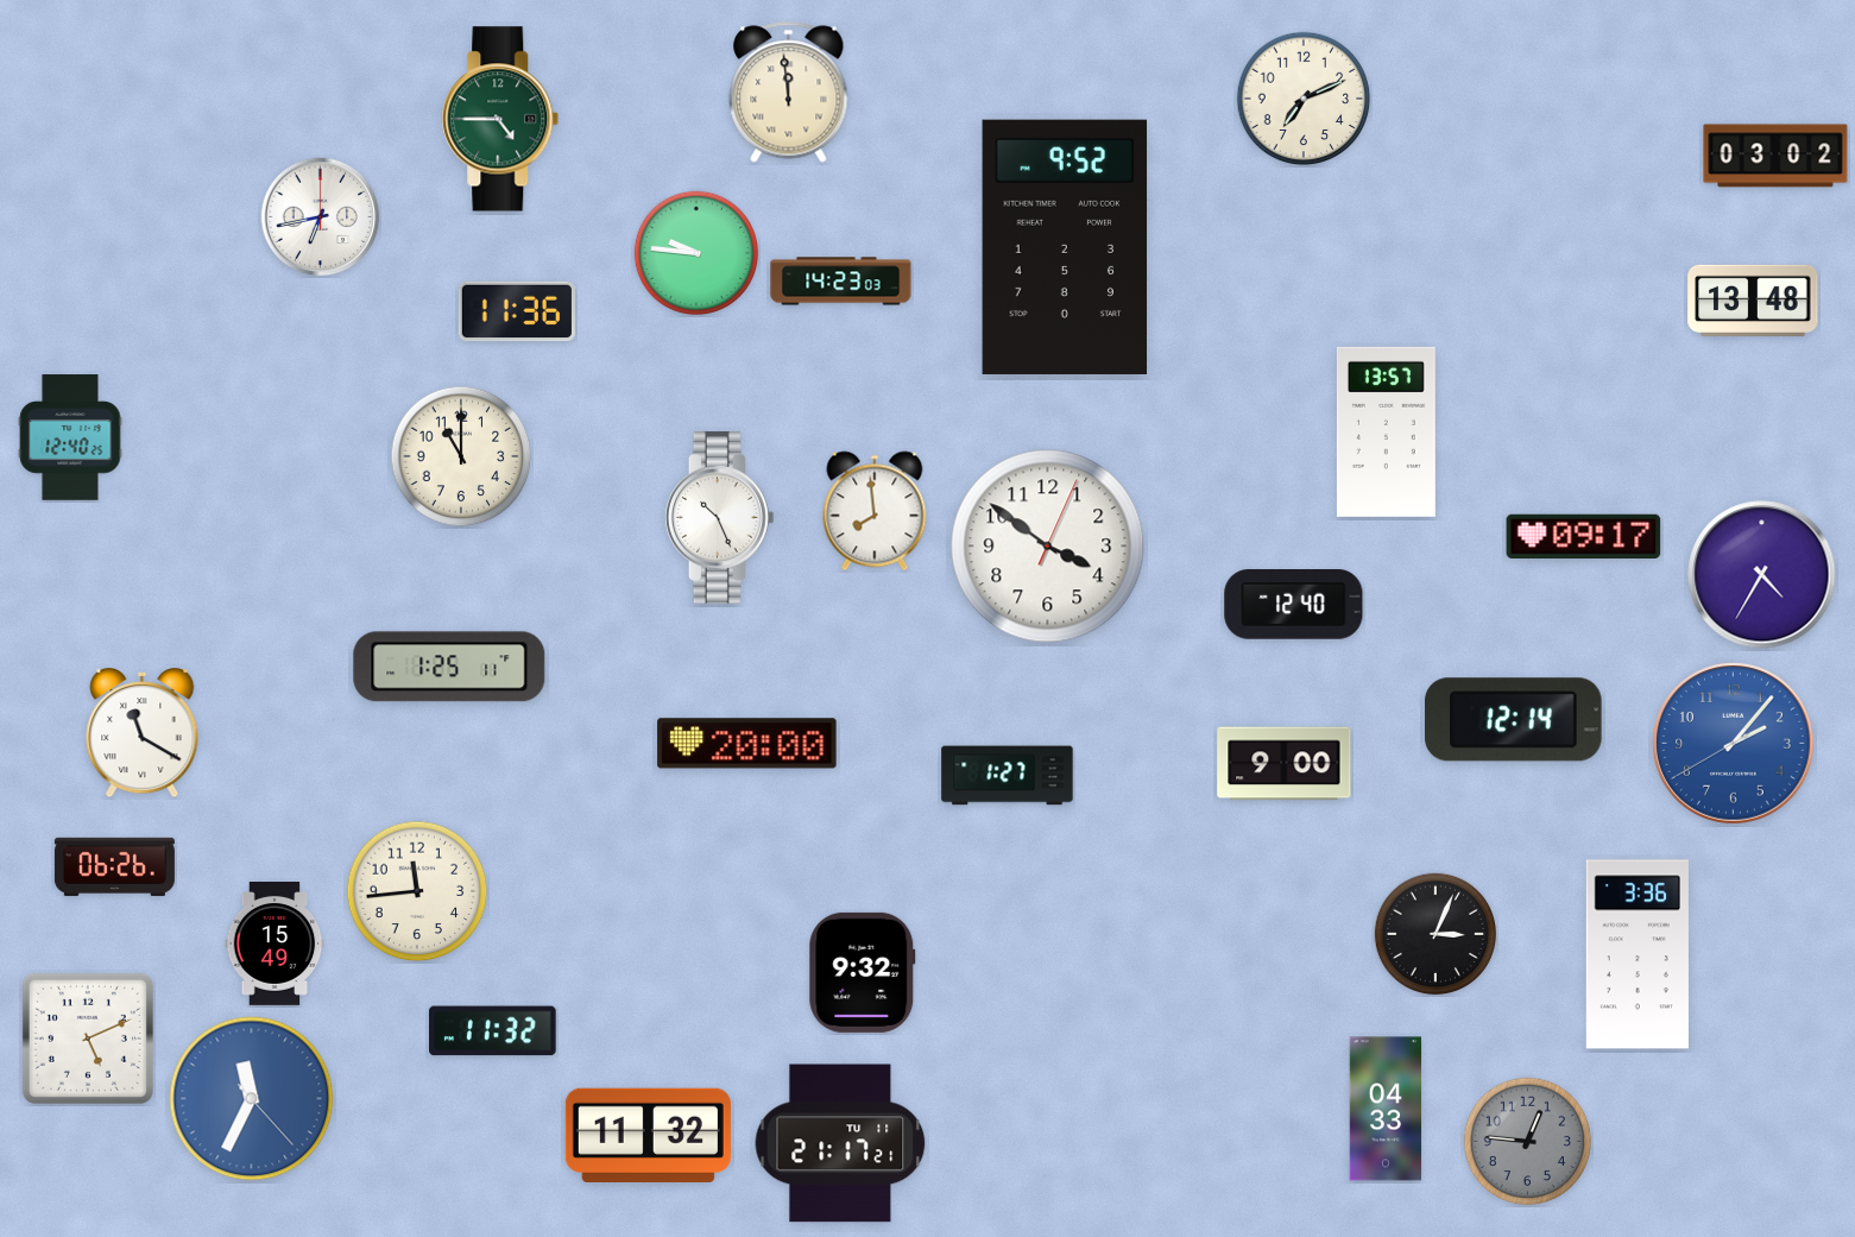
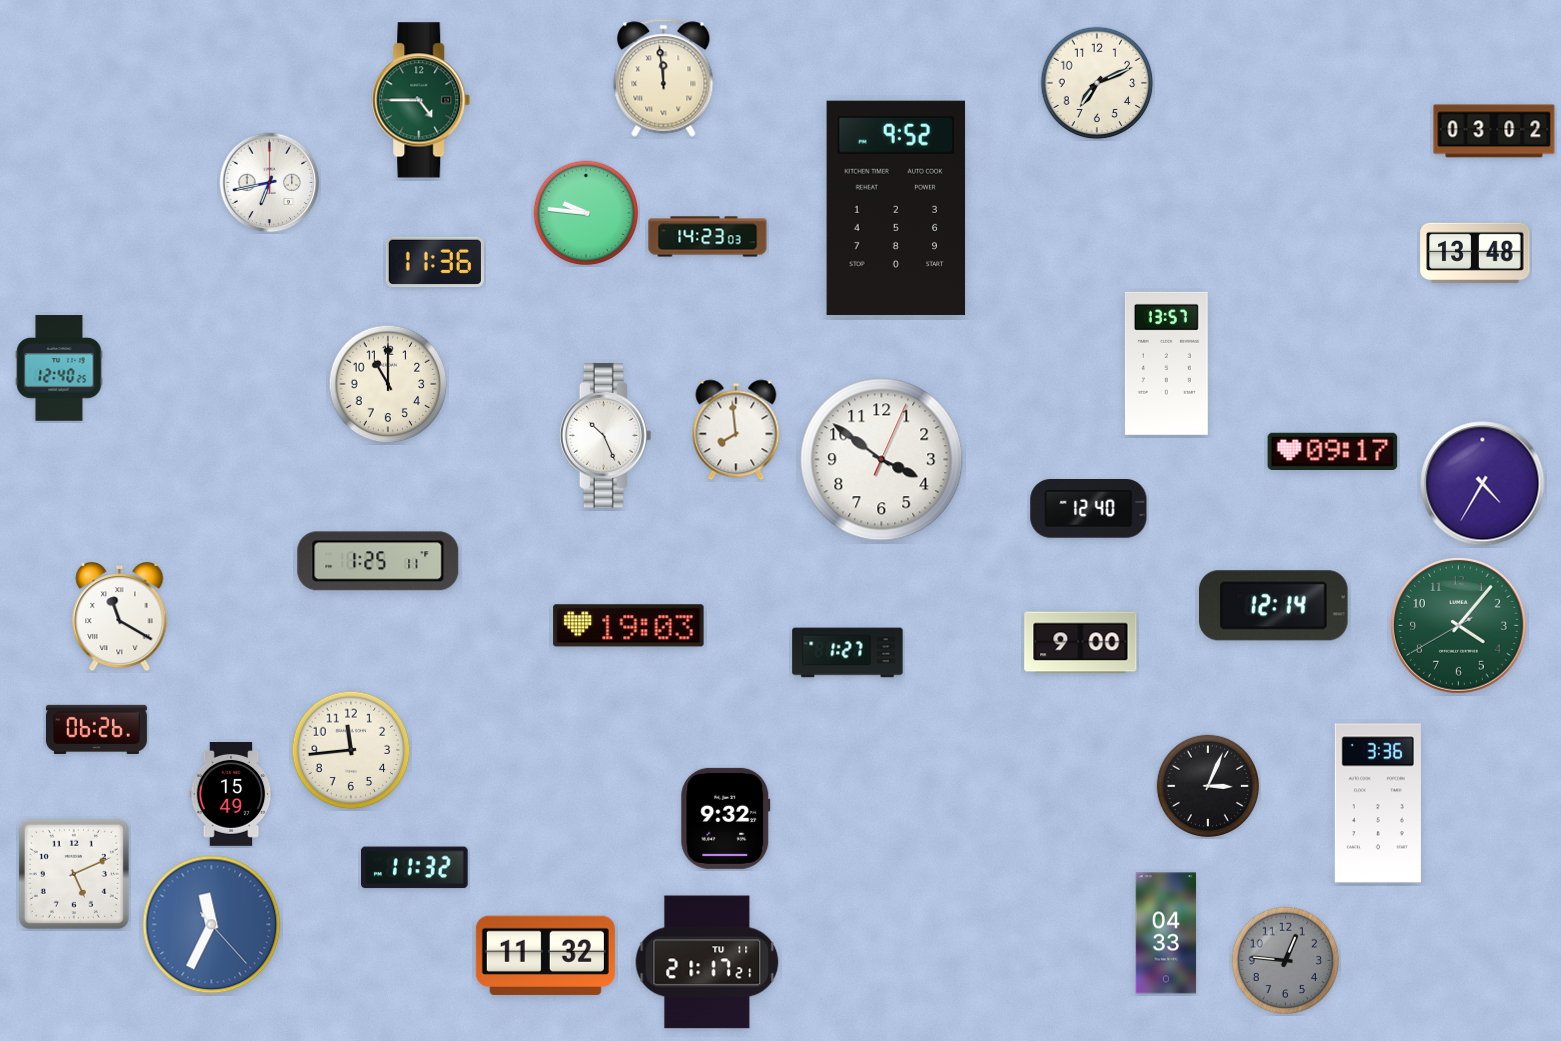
clock at (747, 744): 20:00 -> 19:03
clock at (1734, 744): 2:06 -> 4:06
clock at (1734, 744) dial: blue -> green
